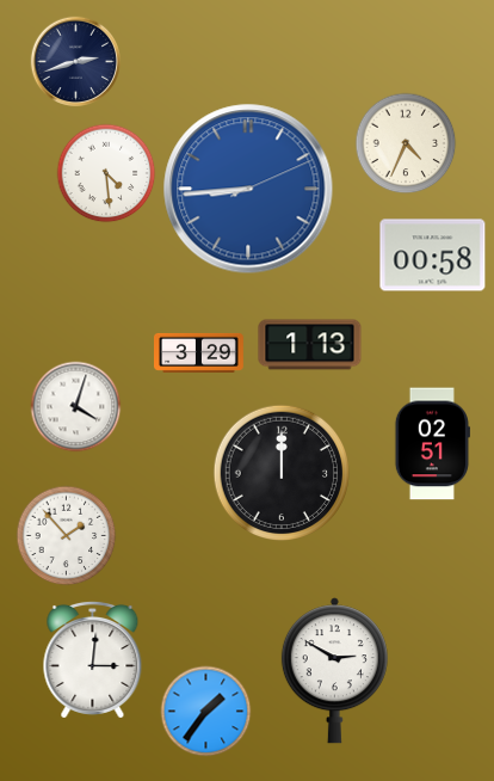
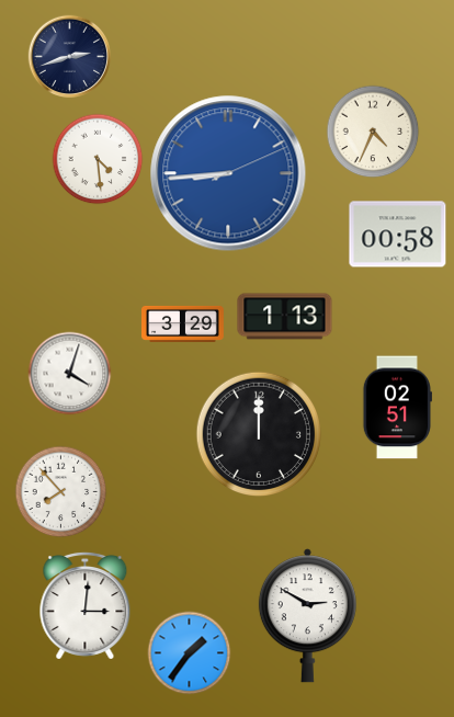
clock at (67, 536): 1:53 -> 7:53
